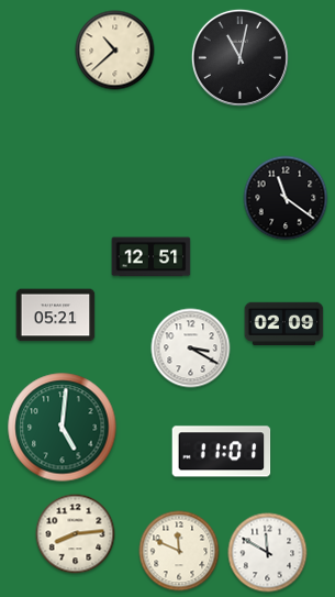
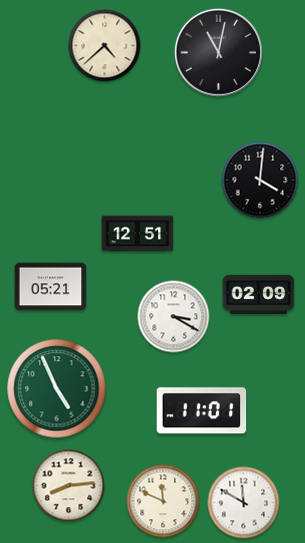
clock at (115, 51): 10:38 -> 4:38
clock at (286, 198): 11:21 -> 4:01
clock at (63, 428): 5:01 -> 4:56
